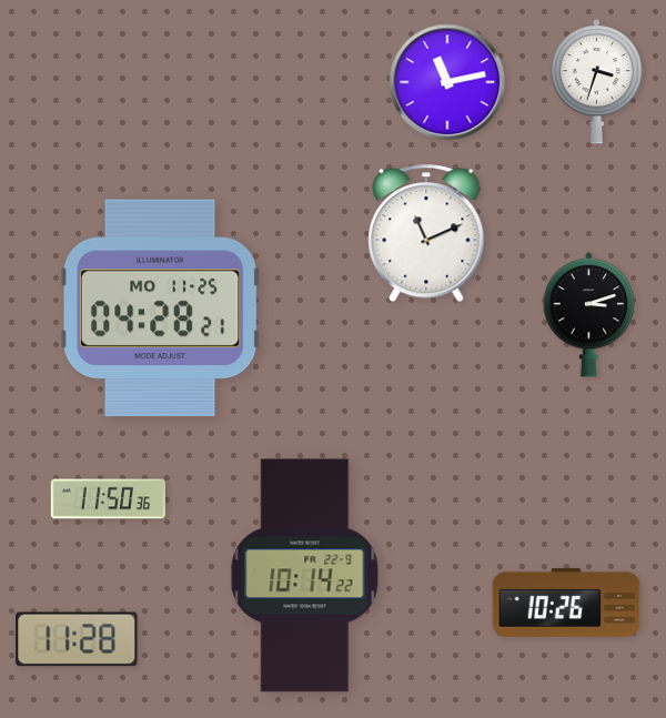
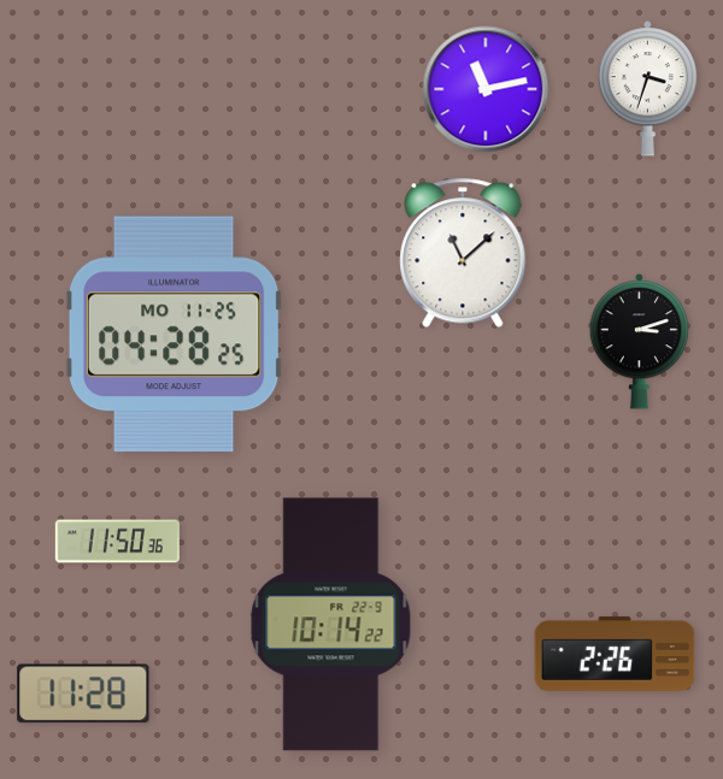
clock at (426, 233): 11:11 -> 11:08
clock at (160, 309): 04:28:21 -> 04:28:25
clock at (566, 603): 10:26 -> 2:26
